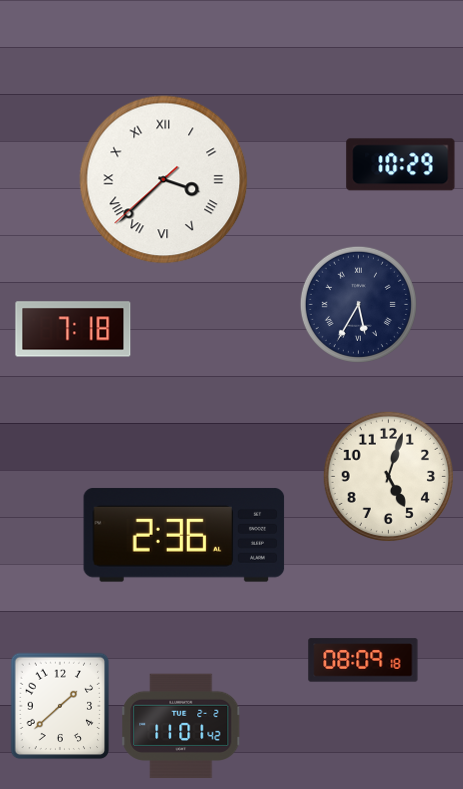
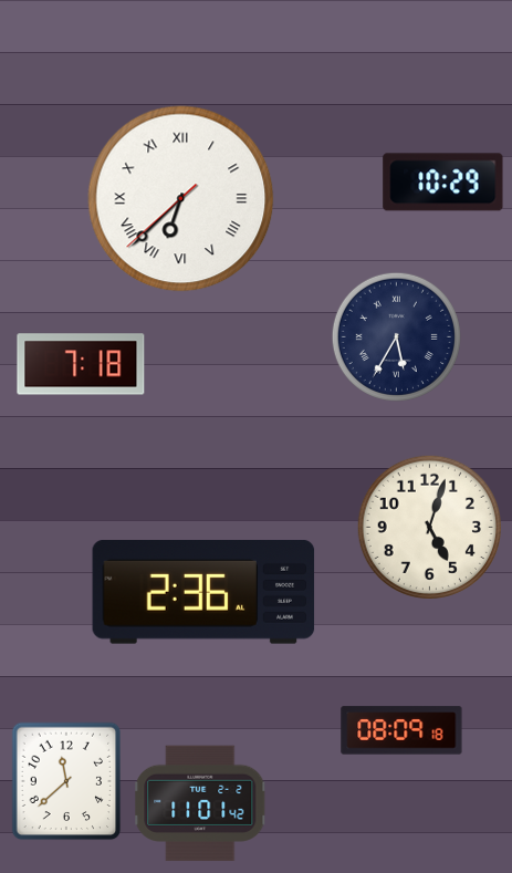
clock at (164, 180): 3:37 -> 6:37
clock at (60, 706): 1:38 -> 11:38
